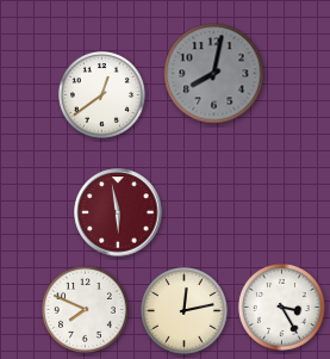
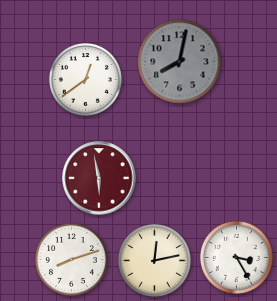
clock at (85, 309): 7:49 -> 8:12
